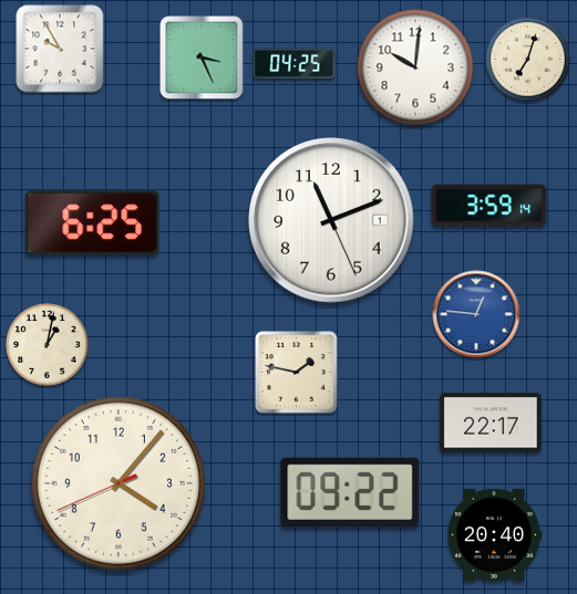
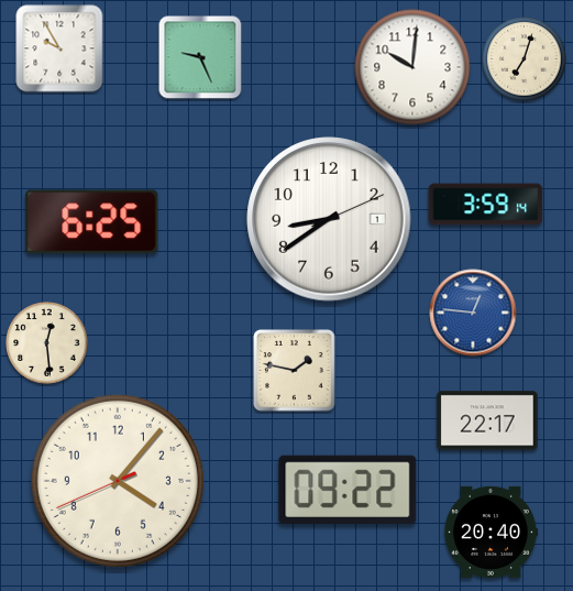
clock at (202, 58): 3:26 -> 9:26
clock at (295, 64): 04:25 -> none
clock at (331, 220): 11:11 -> 8:39
clock at (48, 345): 1:02 -> 12:29
